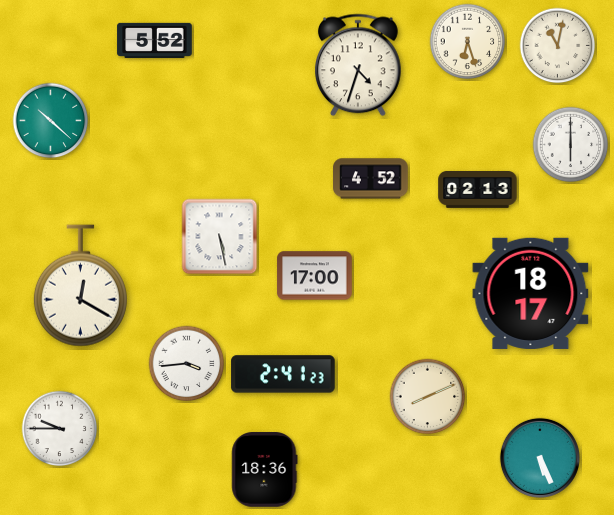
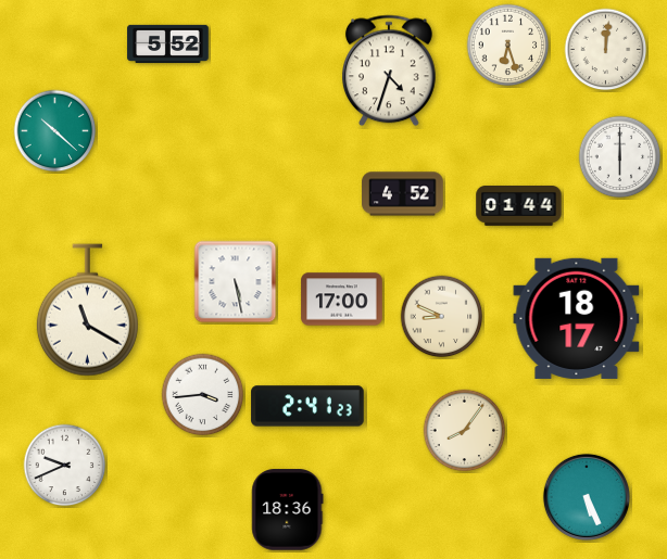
clock at (558, 46): 11:02 -> 12:01
clock at (478, 190): 02:13 -> 01:44
clock at (220, 237) position: (220, 237) -> (236, 282)
clock at (80, 286): 12:20 -> 11:20
clock at (442, 317): none -> 8:49
clock at (428, 397): 8:11 -> 8:06
clock at (60, 429): 9:45 -> 9:41
